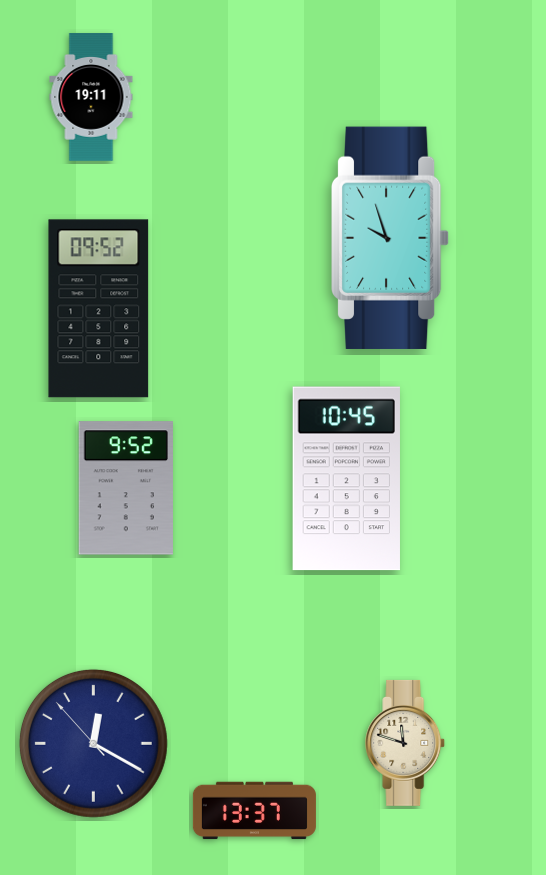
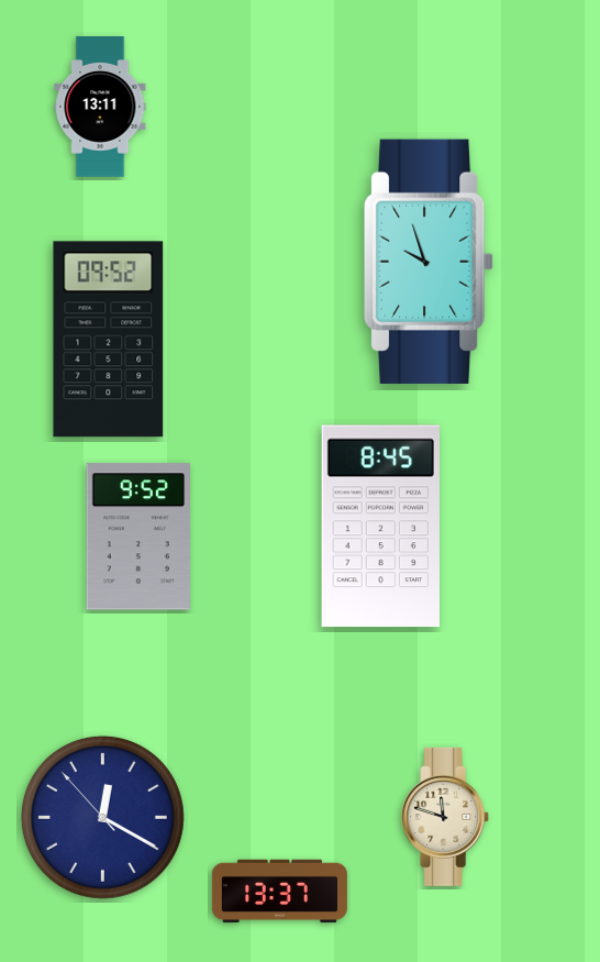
clock at (91, 97): 19:11 -> 13:11
clock at (346, 479): 10:45 -> 8:45
